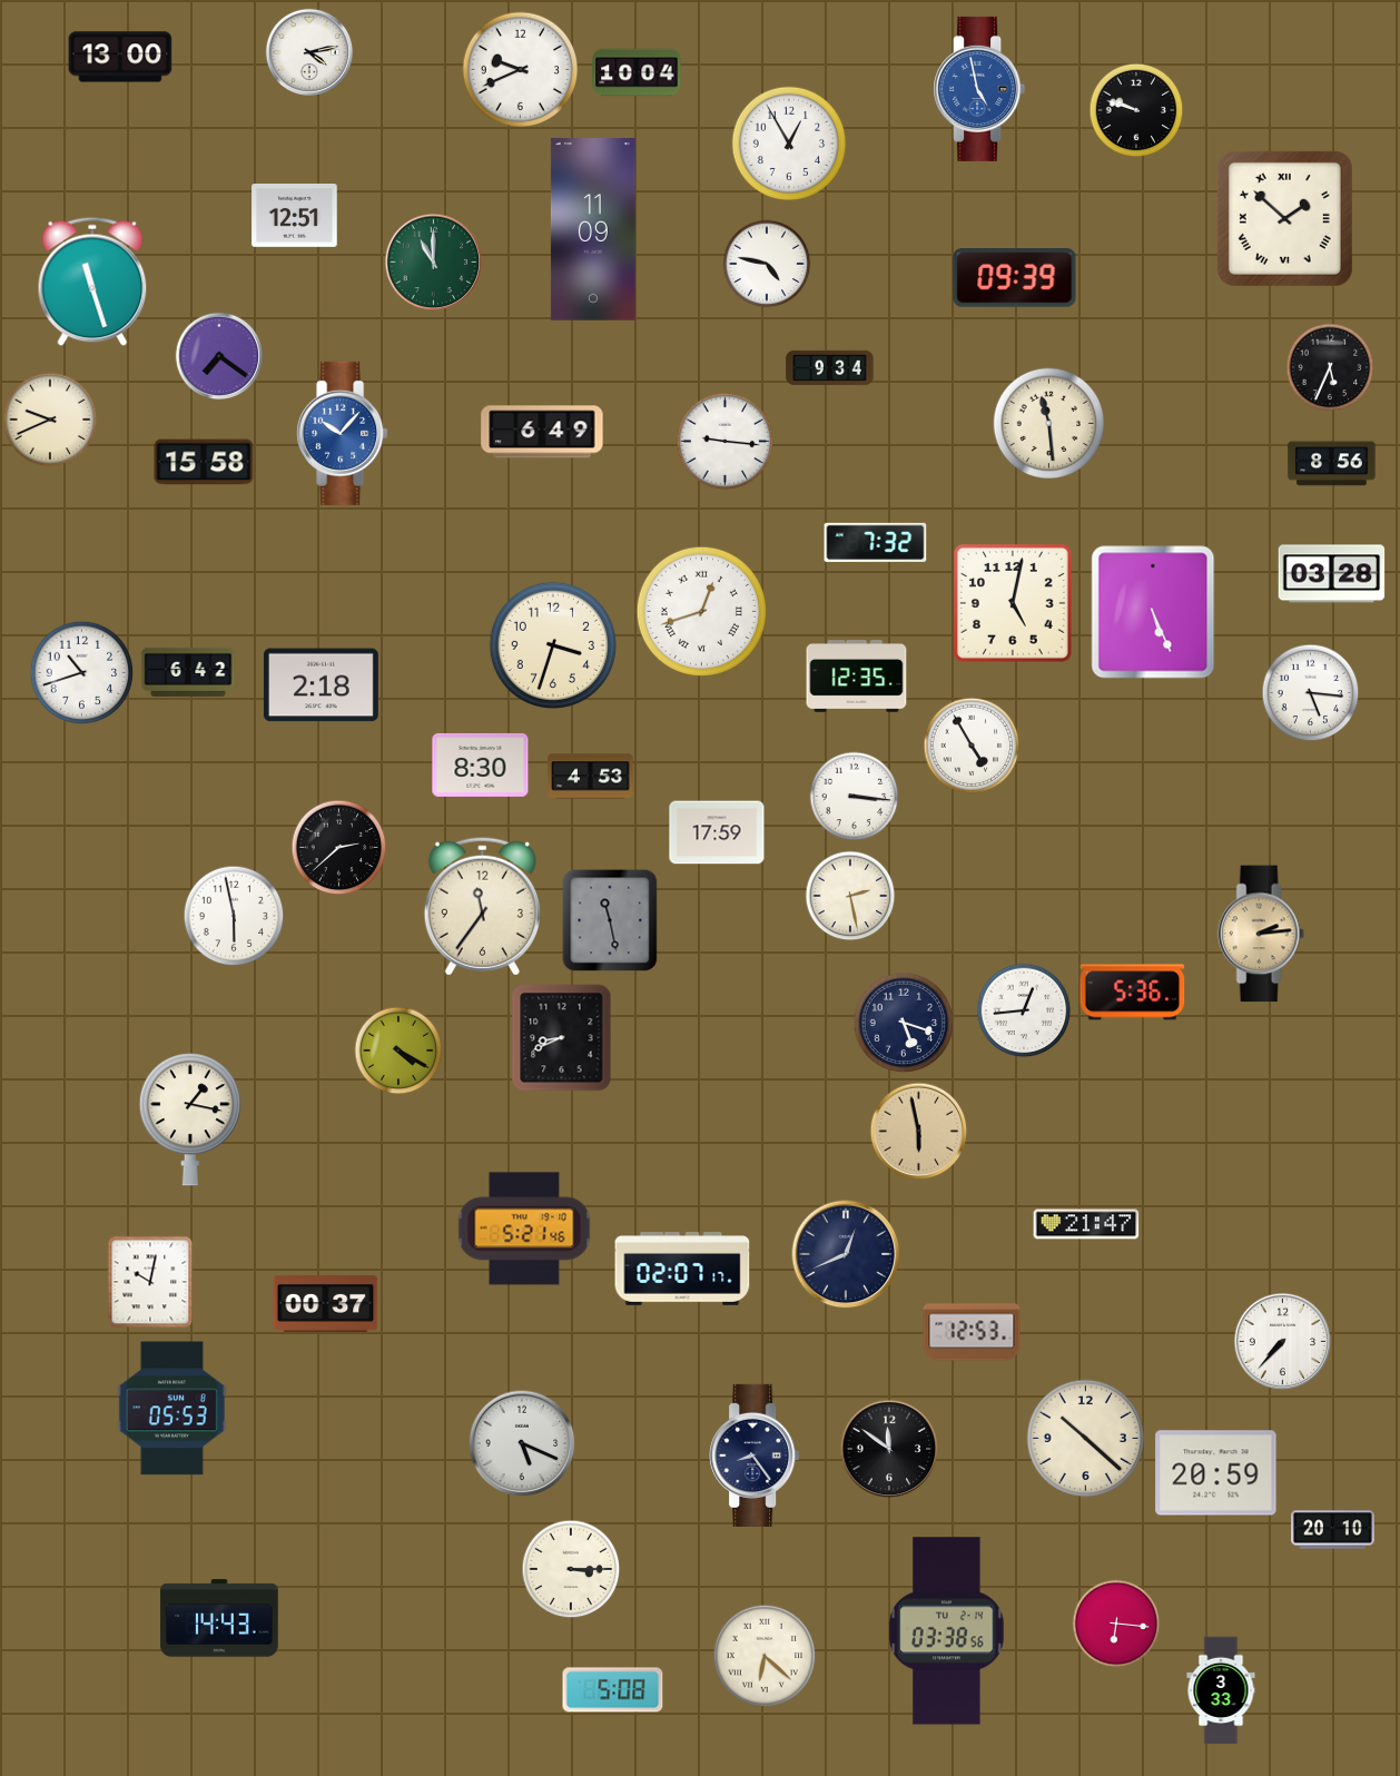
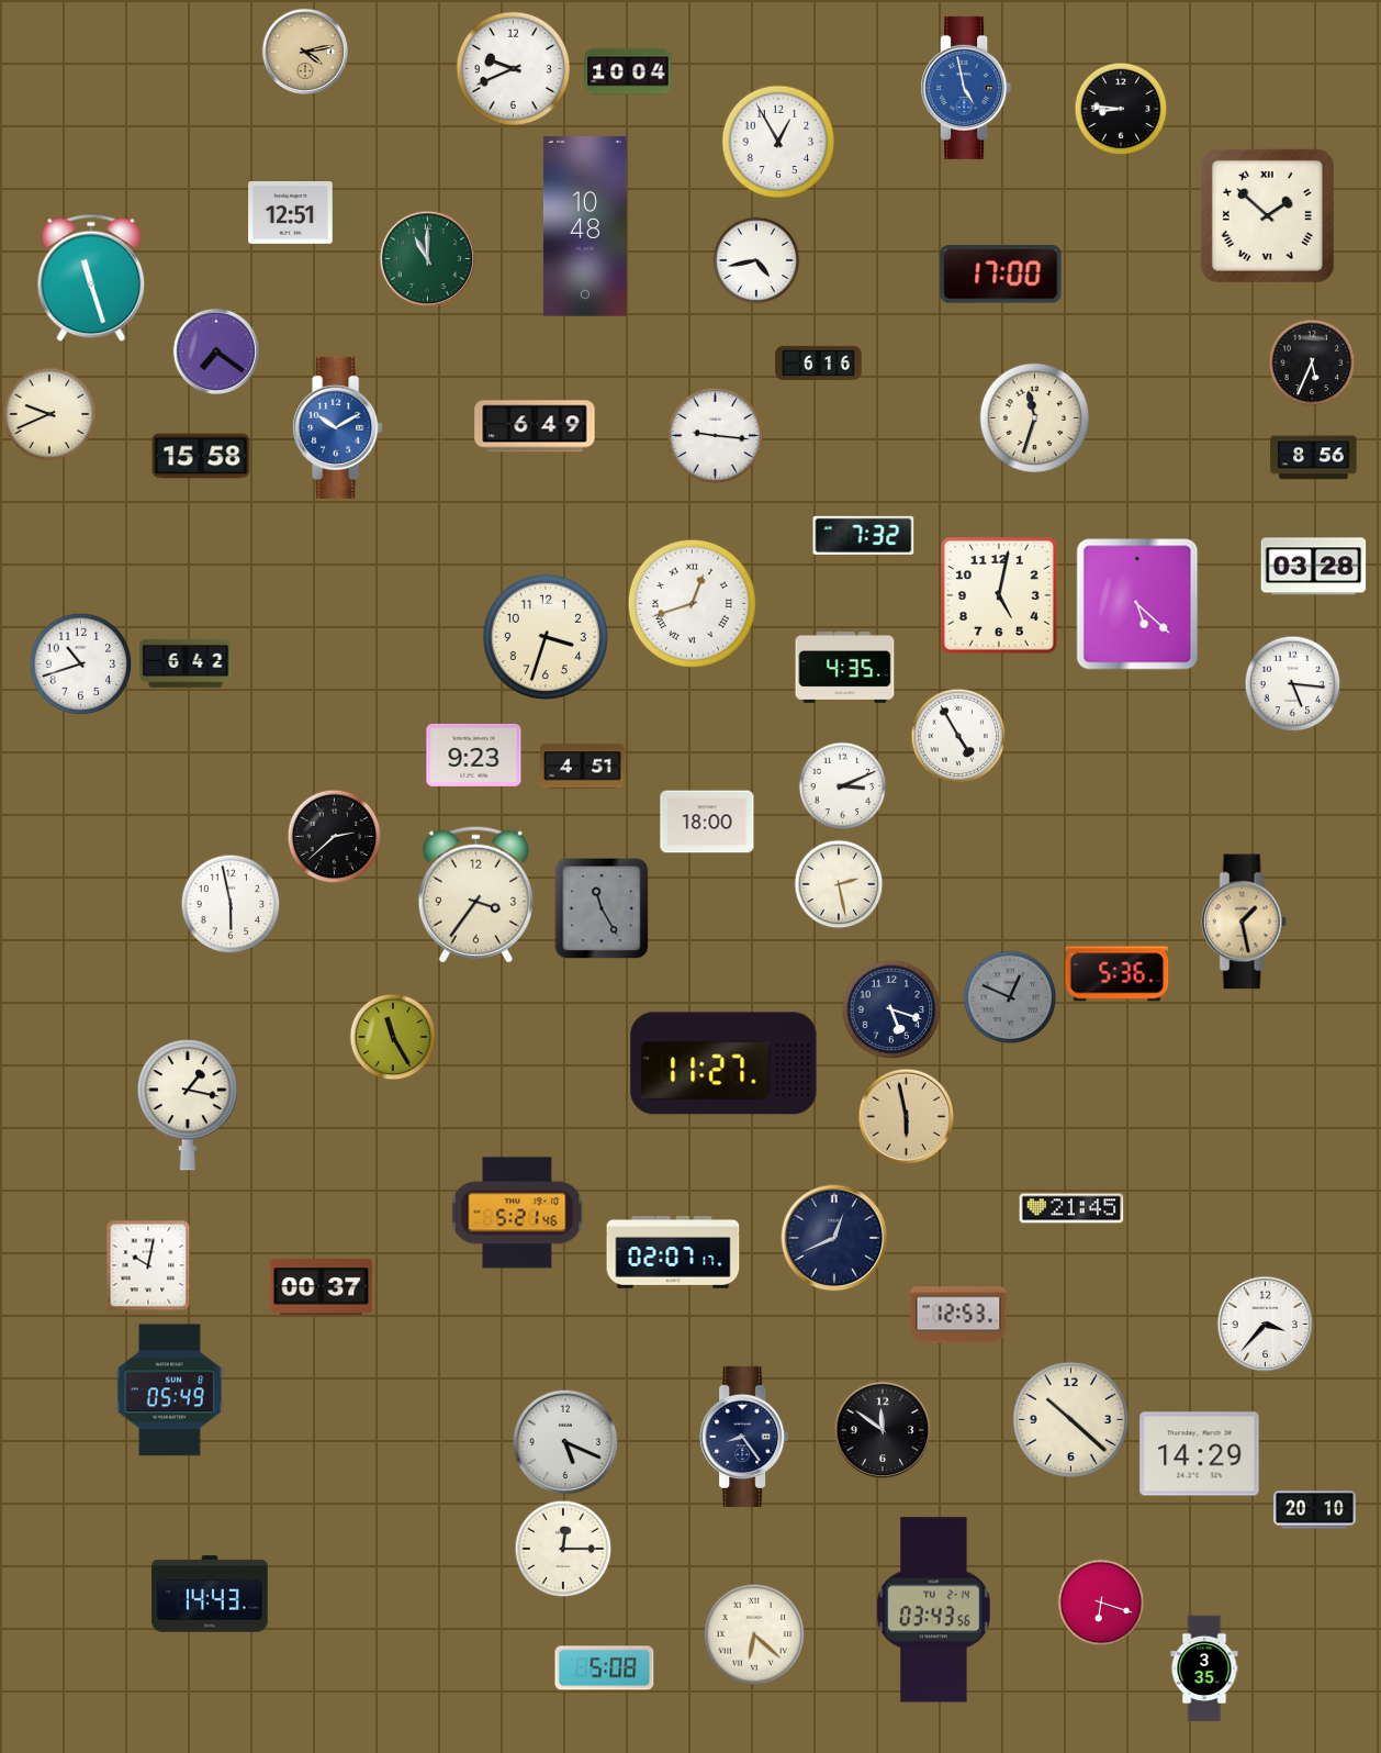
clock at (308, 51) dial: white -> champagne
clock at (120, 57): 13:00 -> none
clock at (1136, 110): 9:48 -> 8:46
clock at (593, 229): 11:09 -> 10:48
clock at (767, 264): 4:47 -> 4:43
clock at (1015, 278): 09:39 -> 17:00
clock at (830, 367): 9:34 -> 6:16
clock at (1049, 424): 11:29 -> 11:33
clock at (343, 433): 10:07 -> 10:10
clock at (1153, 612): 5:26 -> 5:22
clock at (857, 677): 12:35 -> 4:35
clock at (321, 685): 2:18 -> none
clock at (481, 764): 8:30 -> 9:23
clock at (591, 777): 4:53 -> 4:51
clock at (855, 797): 3:16 -> 3:11
clock at (717, 832): 17:59 -> 18:00
clock at (482, 906): 11:36 -> 3:36
clock at (610, 920): 11:28 -> 11:25
clock at (1261, 934): 2:14 -> 1:28
clock at (1133, 993) position: (1133, 993) -> (1118, 974)
clock at (1024, 1010): 12:44 -> 12:49
clock at (1024, 1010) dial: white -> grey
clock at (562, 1038): 8:41 -> none
clock at (398, 1050): 4:20 -> 11:25
clock at (723, 1063): none -> 11:27
clock at (1086, 1224): 21:47 -> 21:45
clock at (1283, 1342): 7:37 -> 3:37
clock at (171, 1409): 05:53 -> 05:49
clock at (522, 1443) position: (522, 1443) -> (565, 1442)
clock at (889, 1449) position: (889, 1449) -> (883, 1430)
clock at (1216, 1473): 20:59 -> 14:29
clock at (571, 1569): 3:15 -> 12:15
clock at (219, 1618) position: (219, 1618) -> (210, 1594)
clock at (1116, 1624): 6:16 -> 6:18
clock at (947, 1631): 03:38 -> 03:43
clock at (1221, 1690): 3:33 -> 3:35
